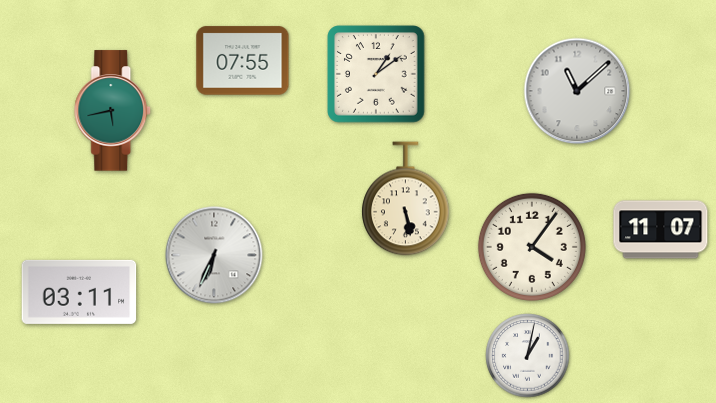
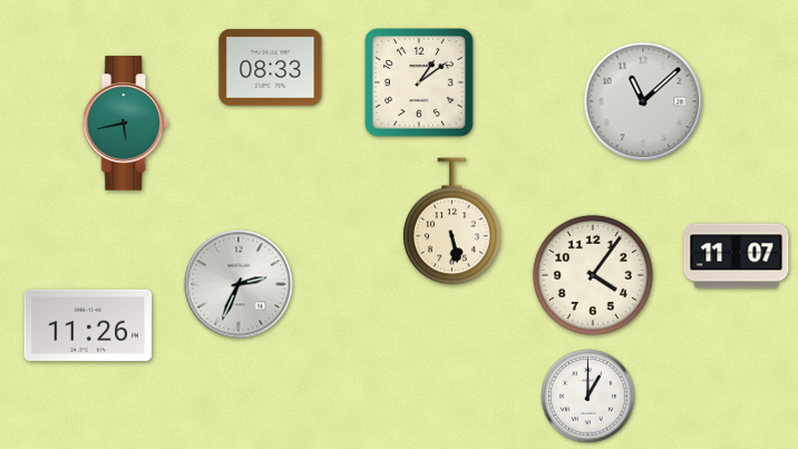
clock at (243, 61): 07:55 -> 08:33
clock at (214, 255): 6:34 -> 2:34
clock at (79, 292): 03:11 -> 11:26
clock at (528, 356): 1:02 -> 1:00
